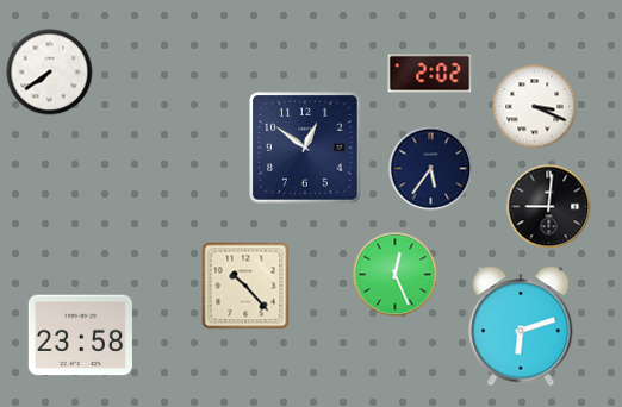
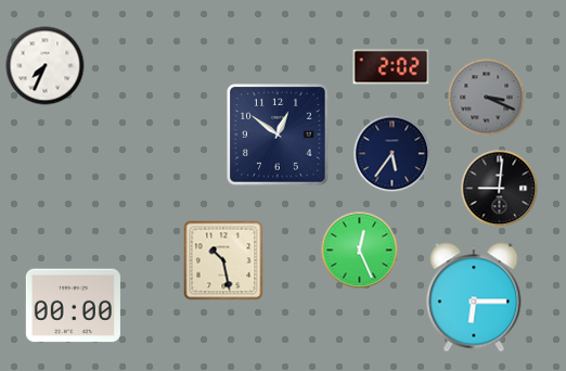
clock at (50, 73): 7:39 -> 7:34
clock at (535, 107) dial: white -> grey
clock at (245, 286): 10:23 -> 10:28
clock at (521, 326): 6:12 -> 6:15
clock at (80, 336): 23:58 -> 00:00
